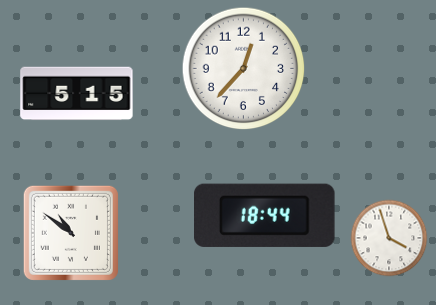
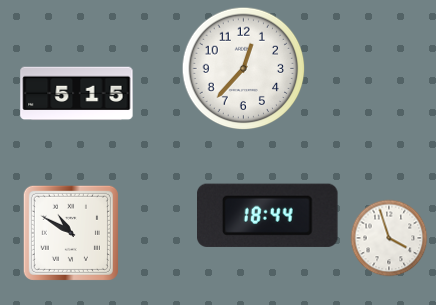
clock at (265, 215) position: (265, 215) -> (268, 215)
clock at (71, 233): 10:51 -> 10:50
